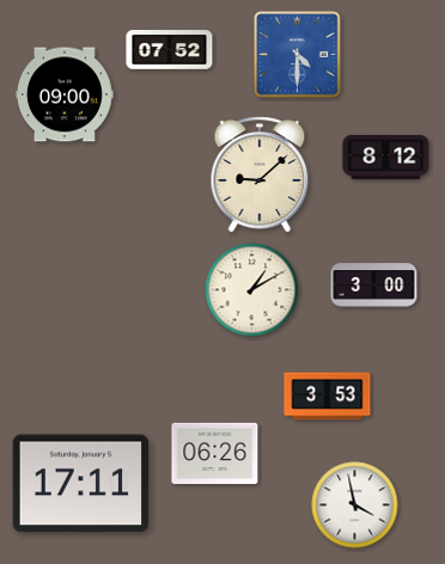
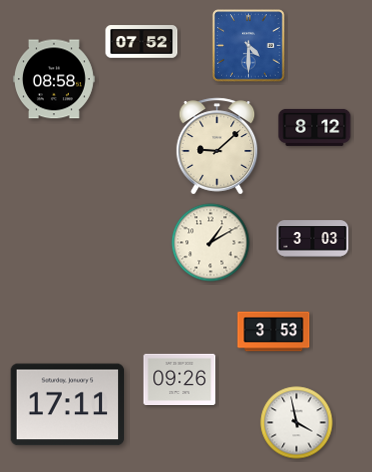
clock at (65, 94): 09:00 -> 08:58
clock at (386, 157) position: (386, 157) -> (315, 127)
clock at (374, 286): 3:00 -> 3:03
clock at (215, 454): 06:26 -> 09:26
